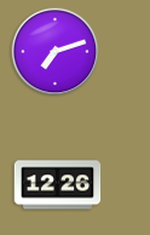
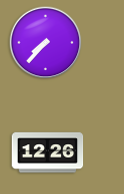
clock at (56, 52): 7:12 -> 7:37
